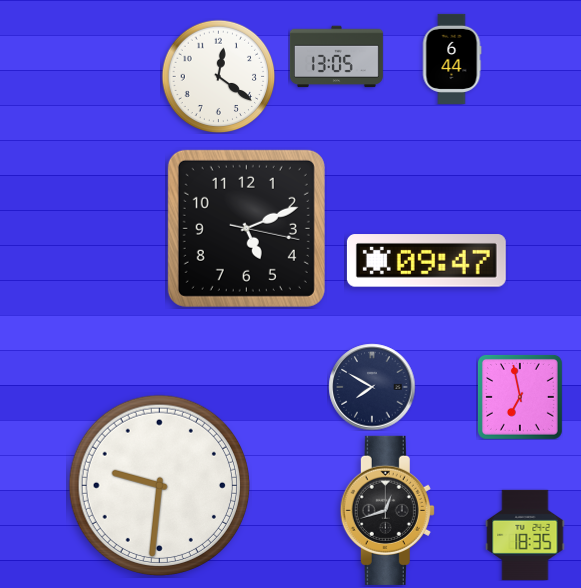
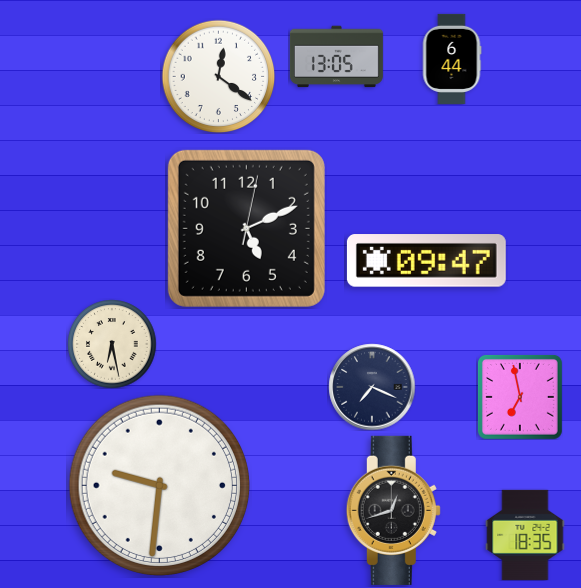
clock at (246, 228): 5:11:17 -> 5:11:02
clock at (112, 344): none -> 6:28
clock at (372, 387): 7:50 -> 7:19
clock at (387, 510) position: (387, 510) -> (393, 510)
